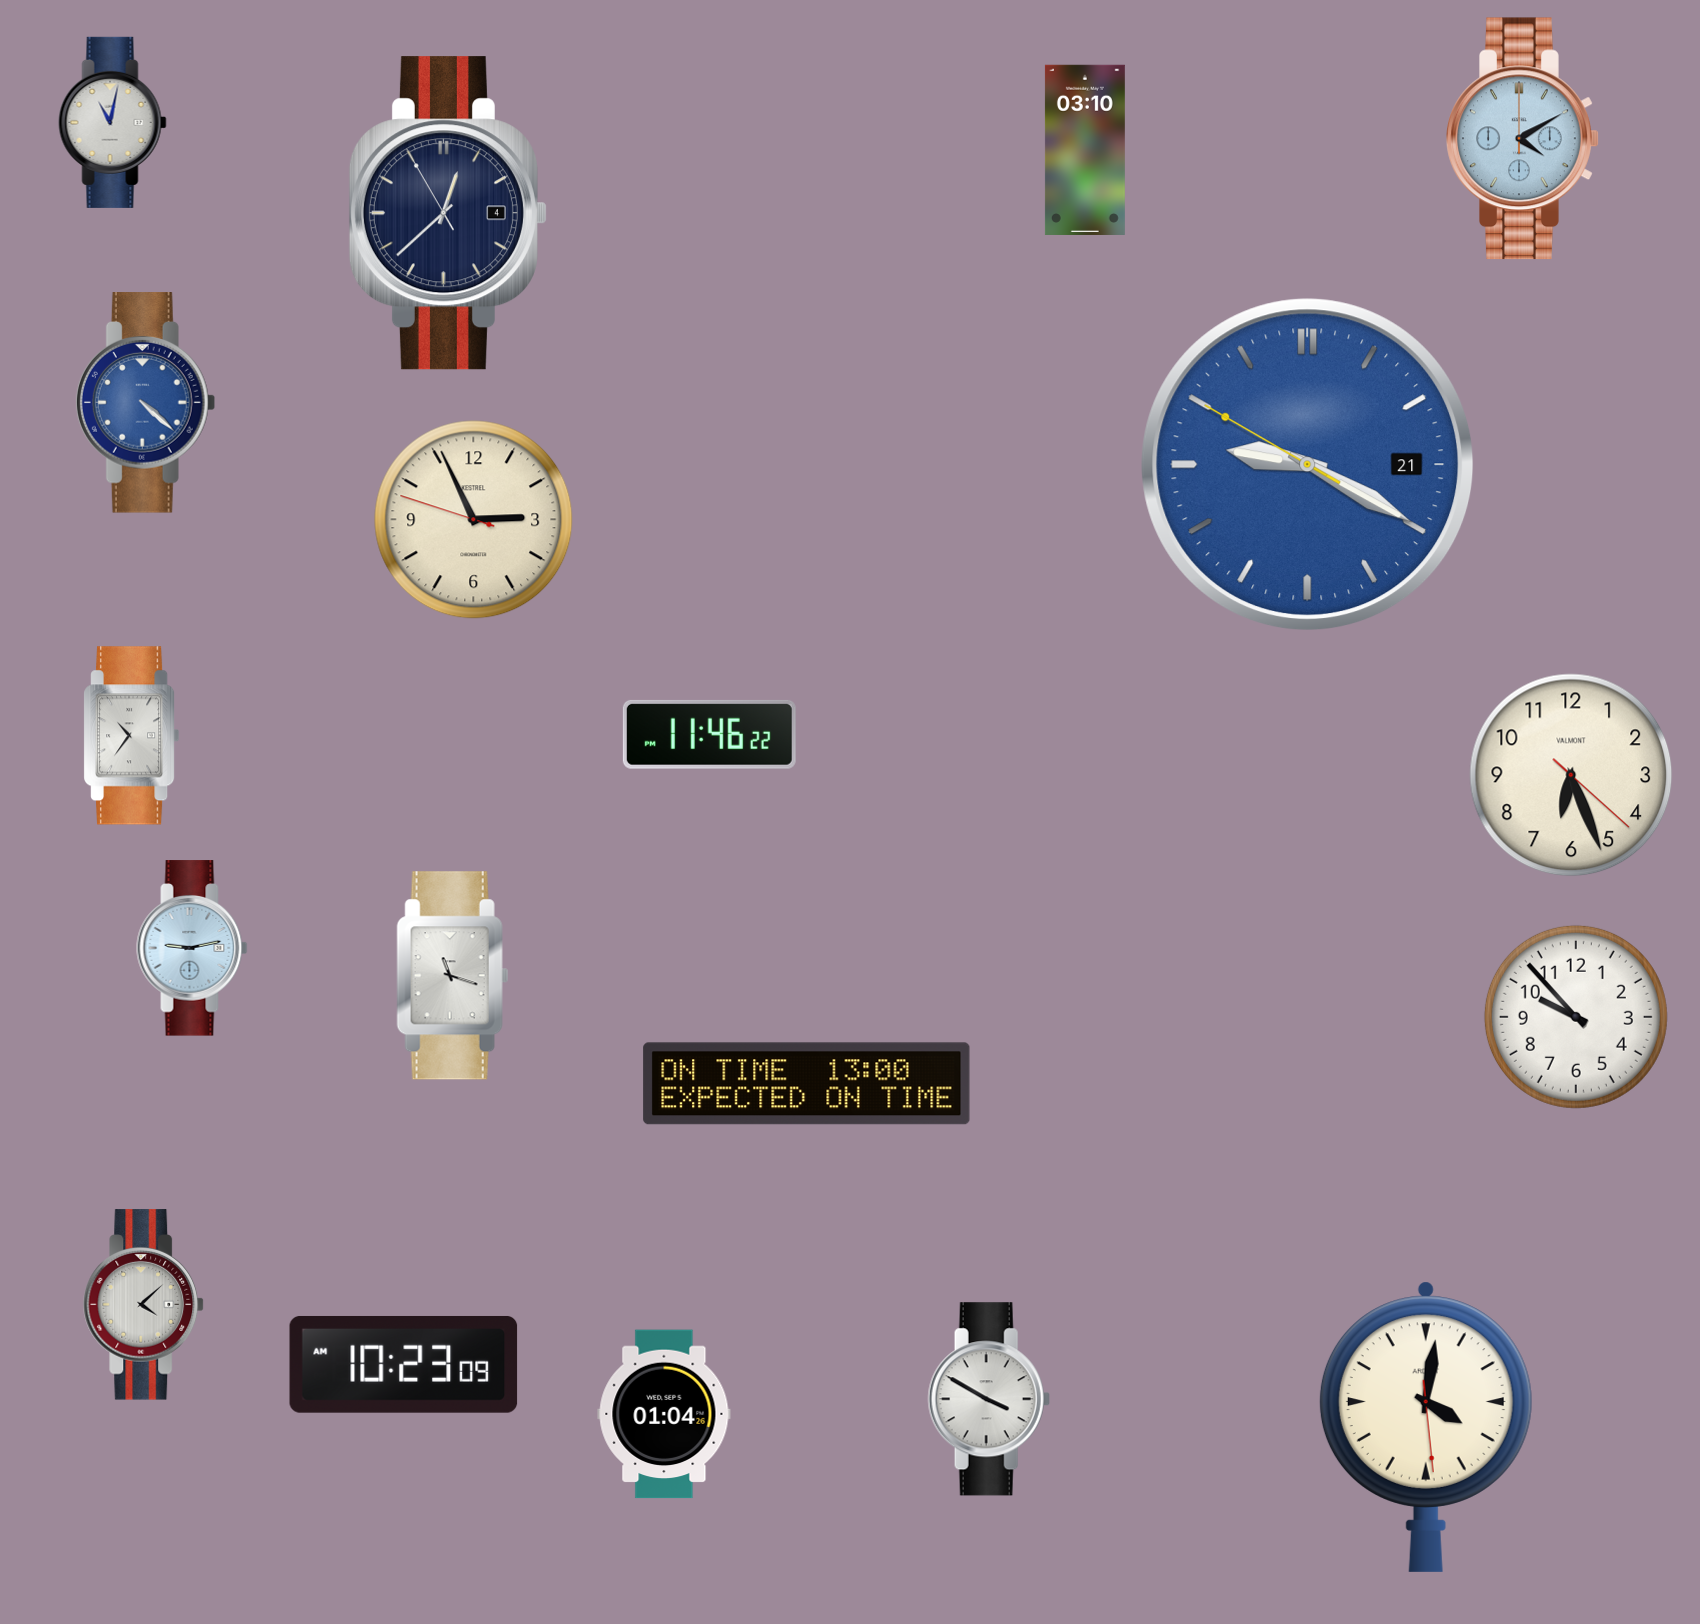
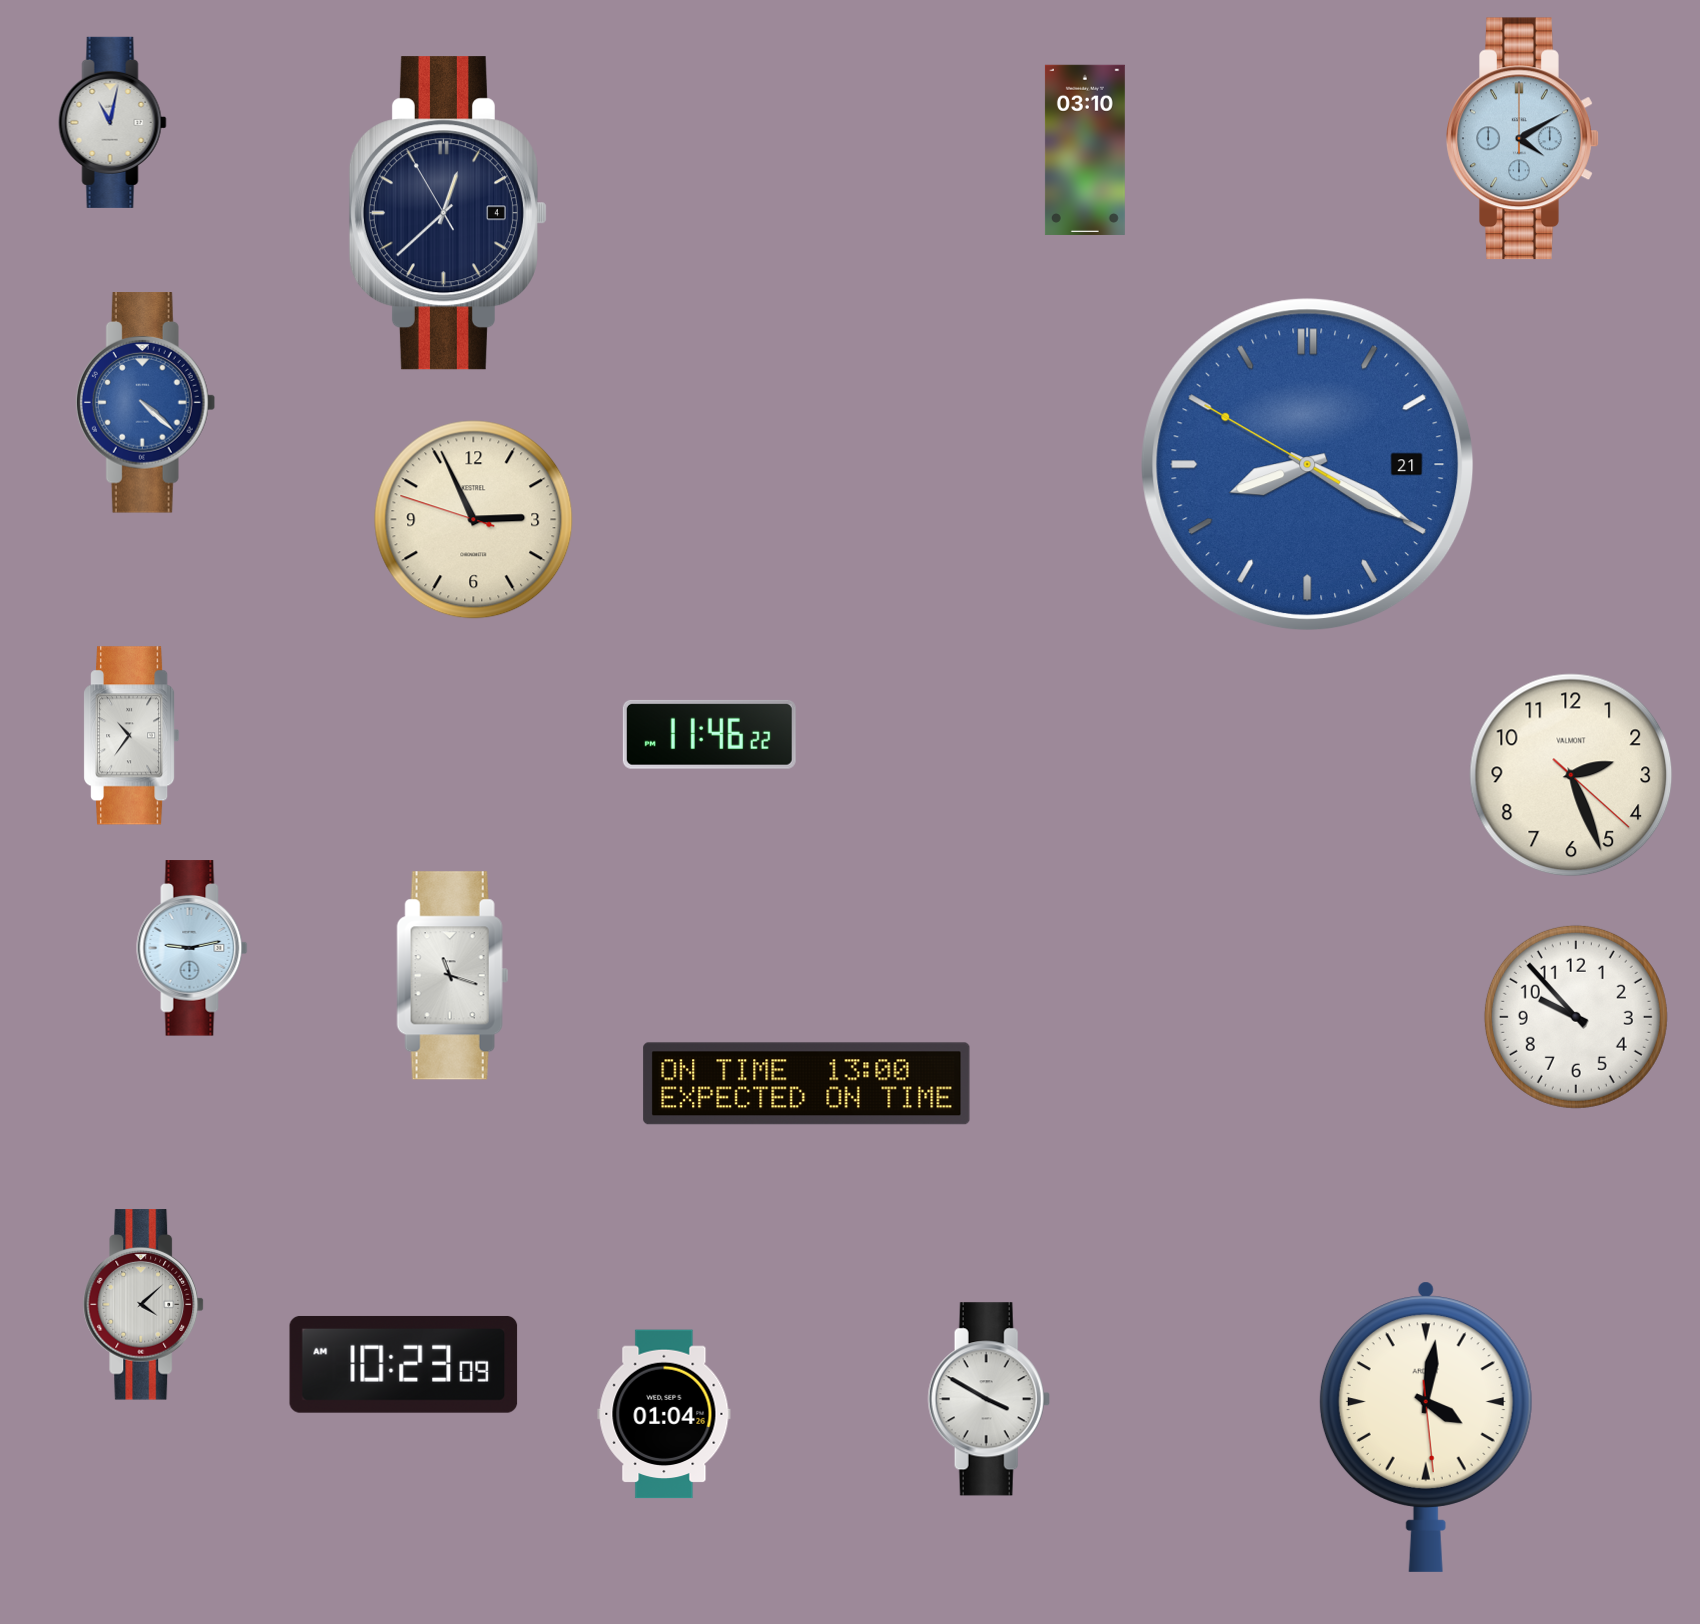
clock at (1308, 465): 9:19 -> 8:19
clock at (1571, 775): 6:26 -> 2:26
